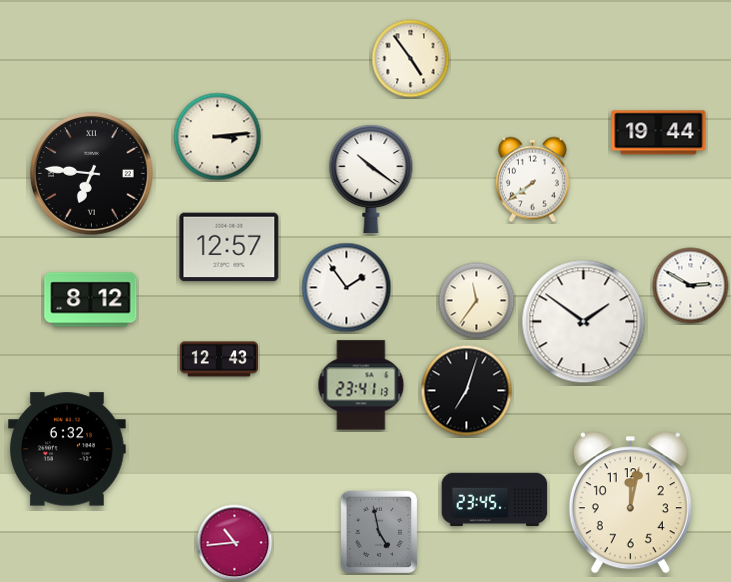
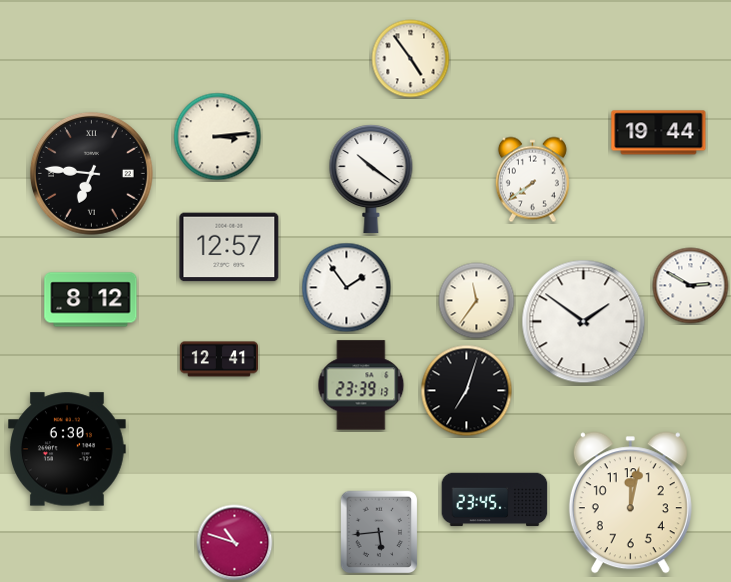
clock at (218, 359): 12:43 -> 12:41
clock at (361, 385): 23:41 -> 23:39
clock at (67, 449): 6:32 -> 6:30
clock at (379, 532): 4:58 -> 5:44
clock at (235, 543): 10:44 -> 10:48
